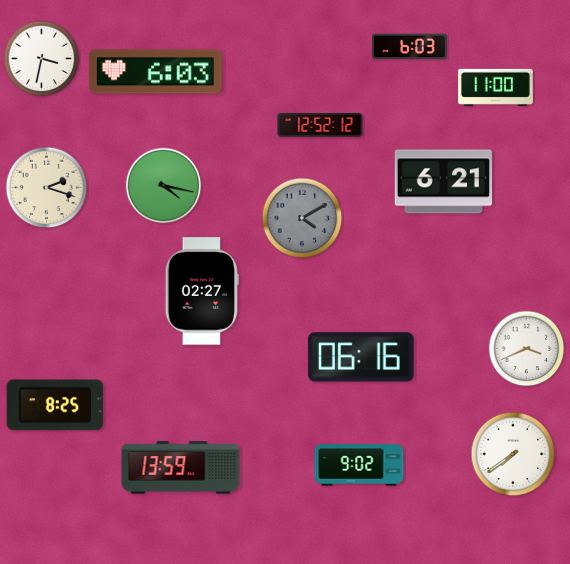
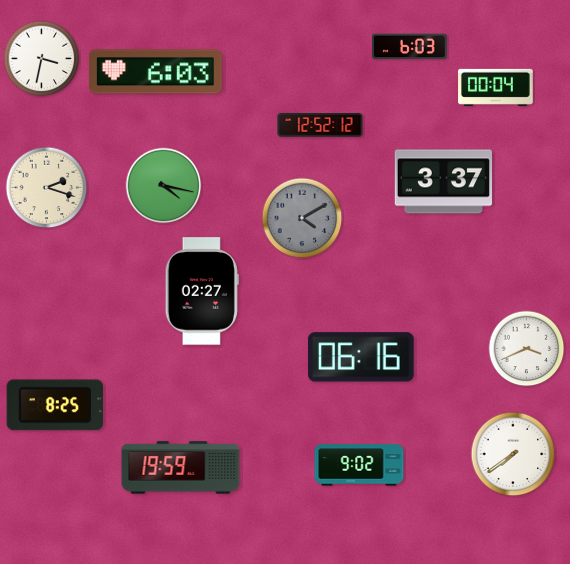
clock at (496, 87): 11:00 -> 00:04
clock at (444, 182): 6:21 -> 3:37
clock at (181, 468): 13:59 -> 19:59
